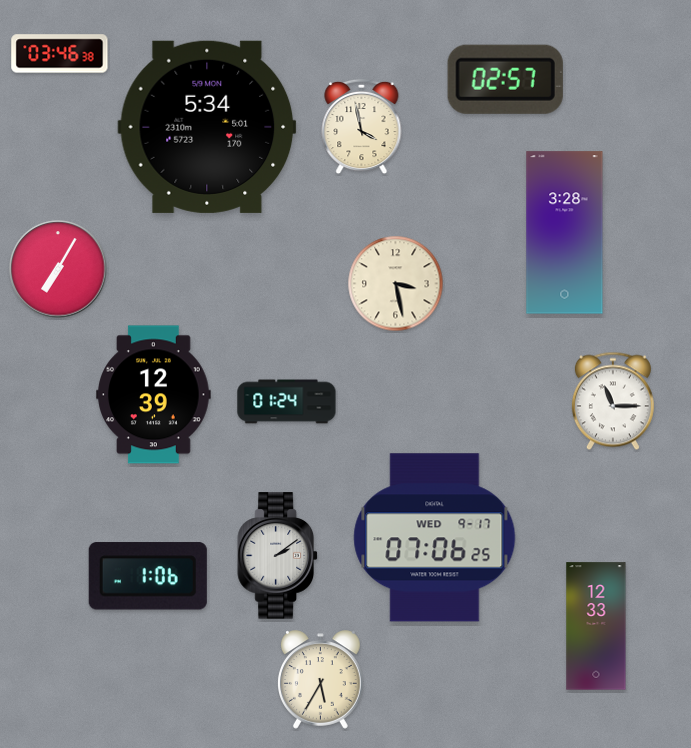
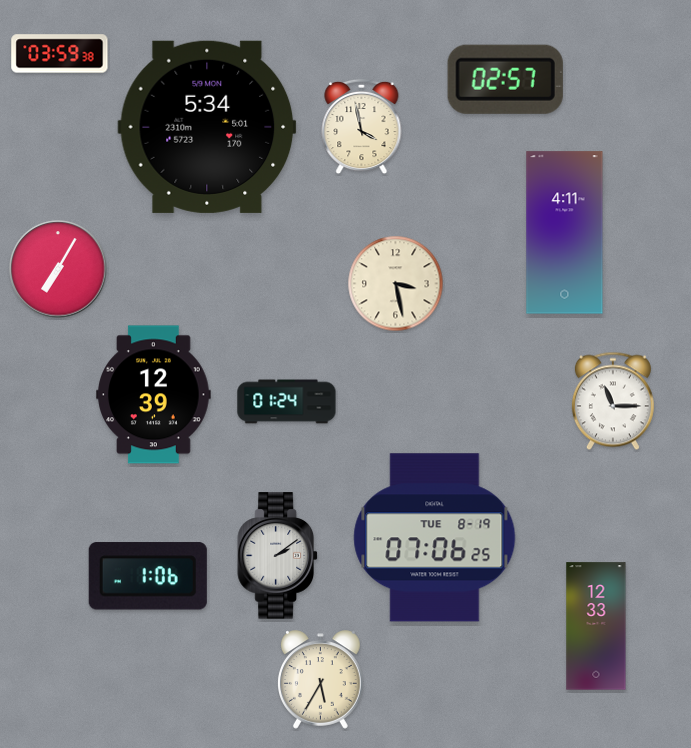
clock at (60, 54): 03:46 -> 03:59
clock at (565, 233): 3:28 -> 4:11
clock at (435, 538) date: WED 9-17 -> TUE 8-19
